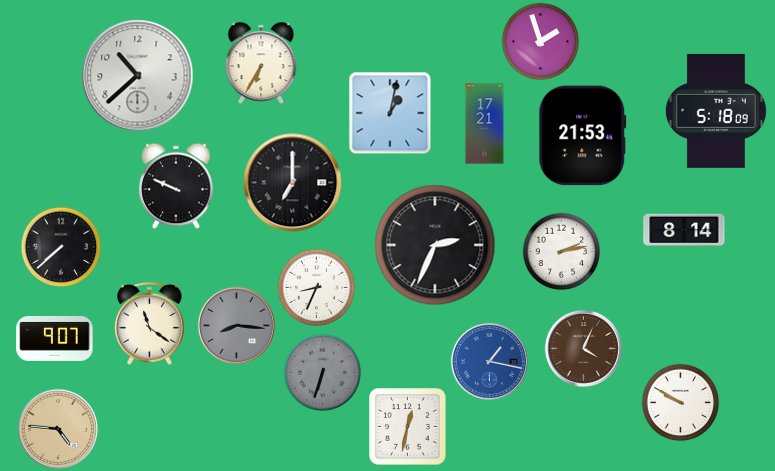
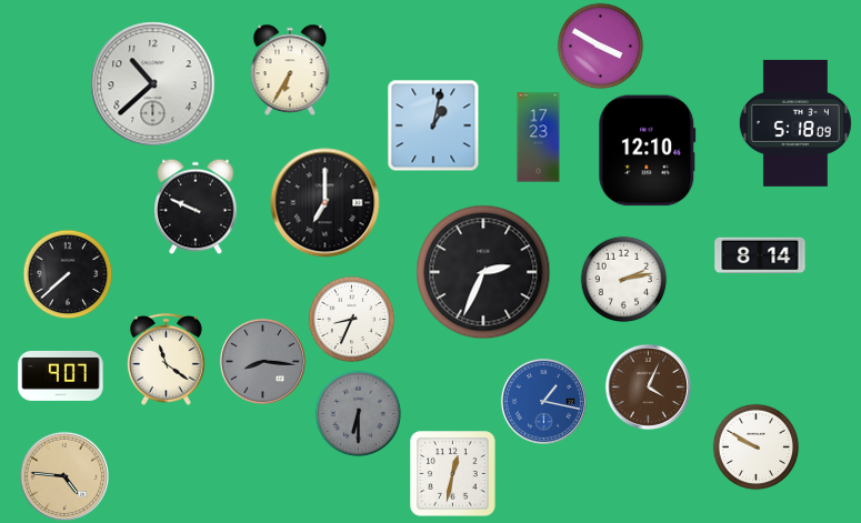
clock at (540, 41): 1:57 -> 3:50
clock at (485, 124): 17:21 -> 17:23
clock at (583, 136): 21:53 -> 12:10
clock at (322, 372): 6:33 -> 6:30
